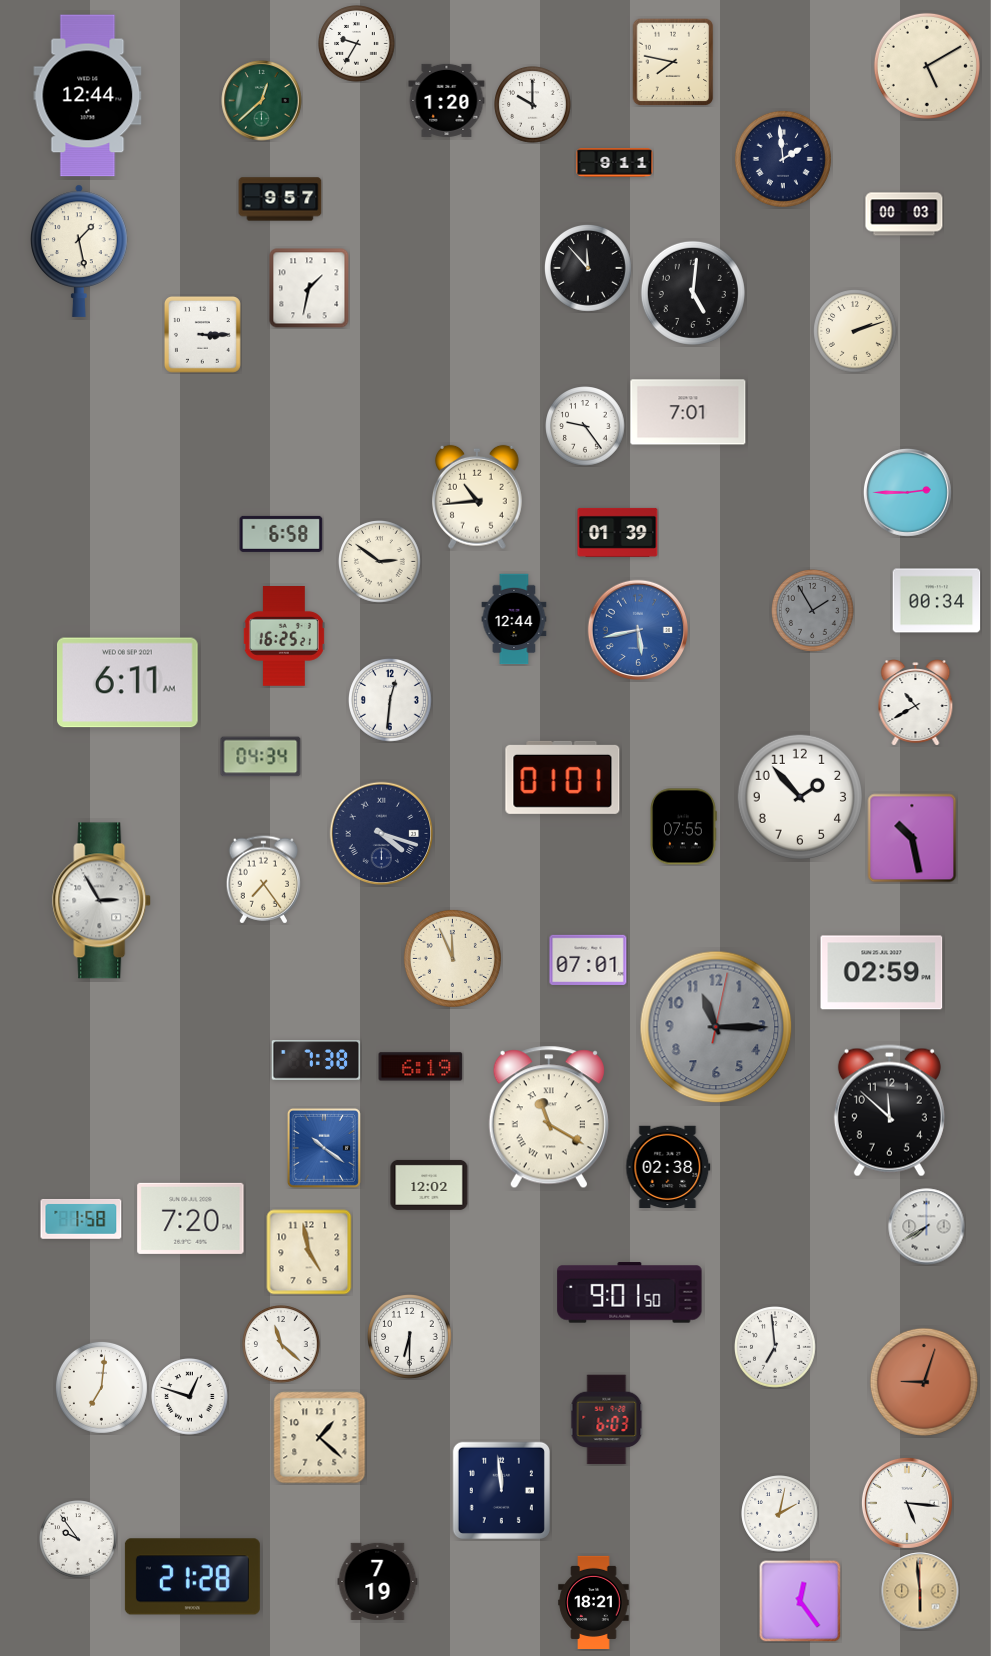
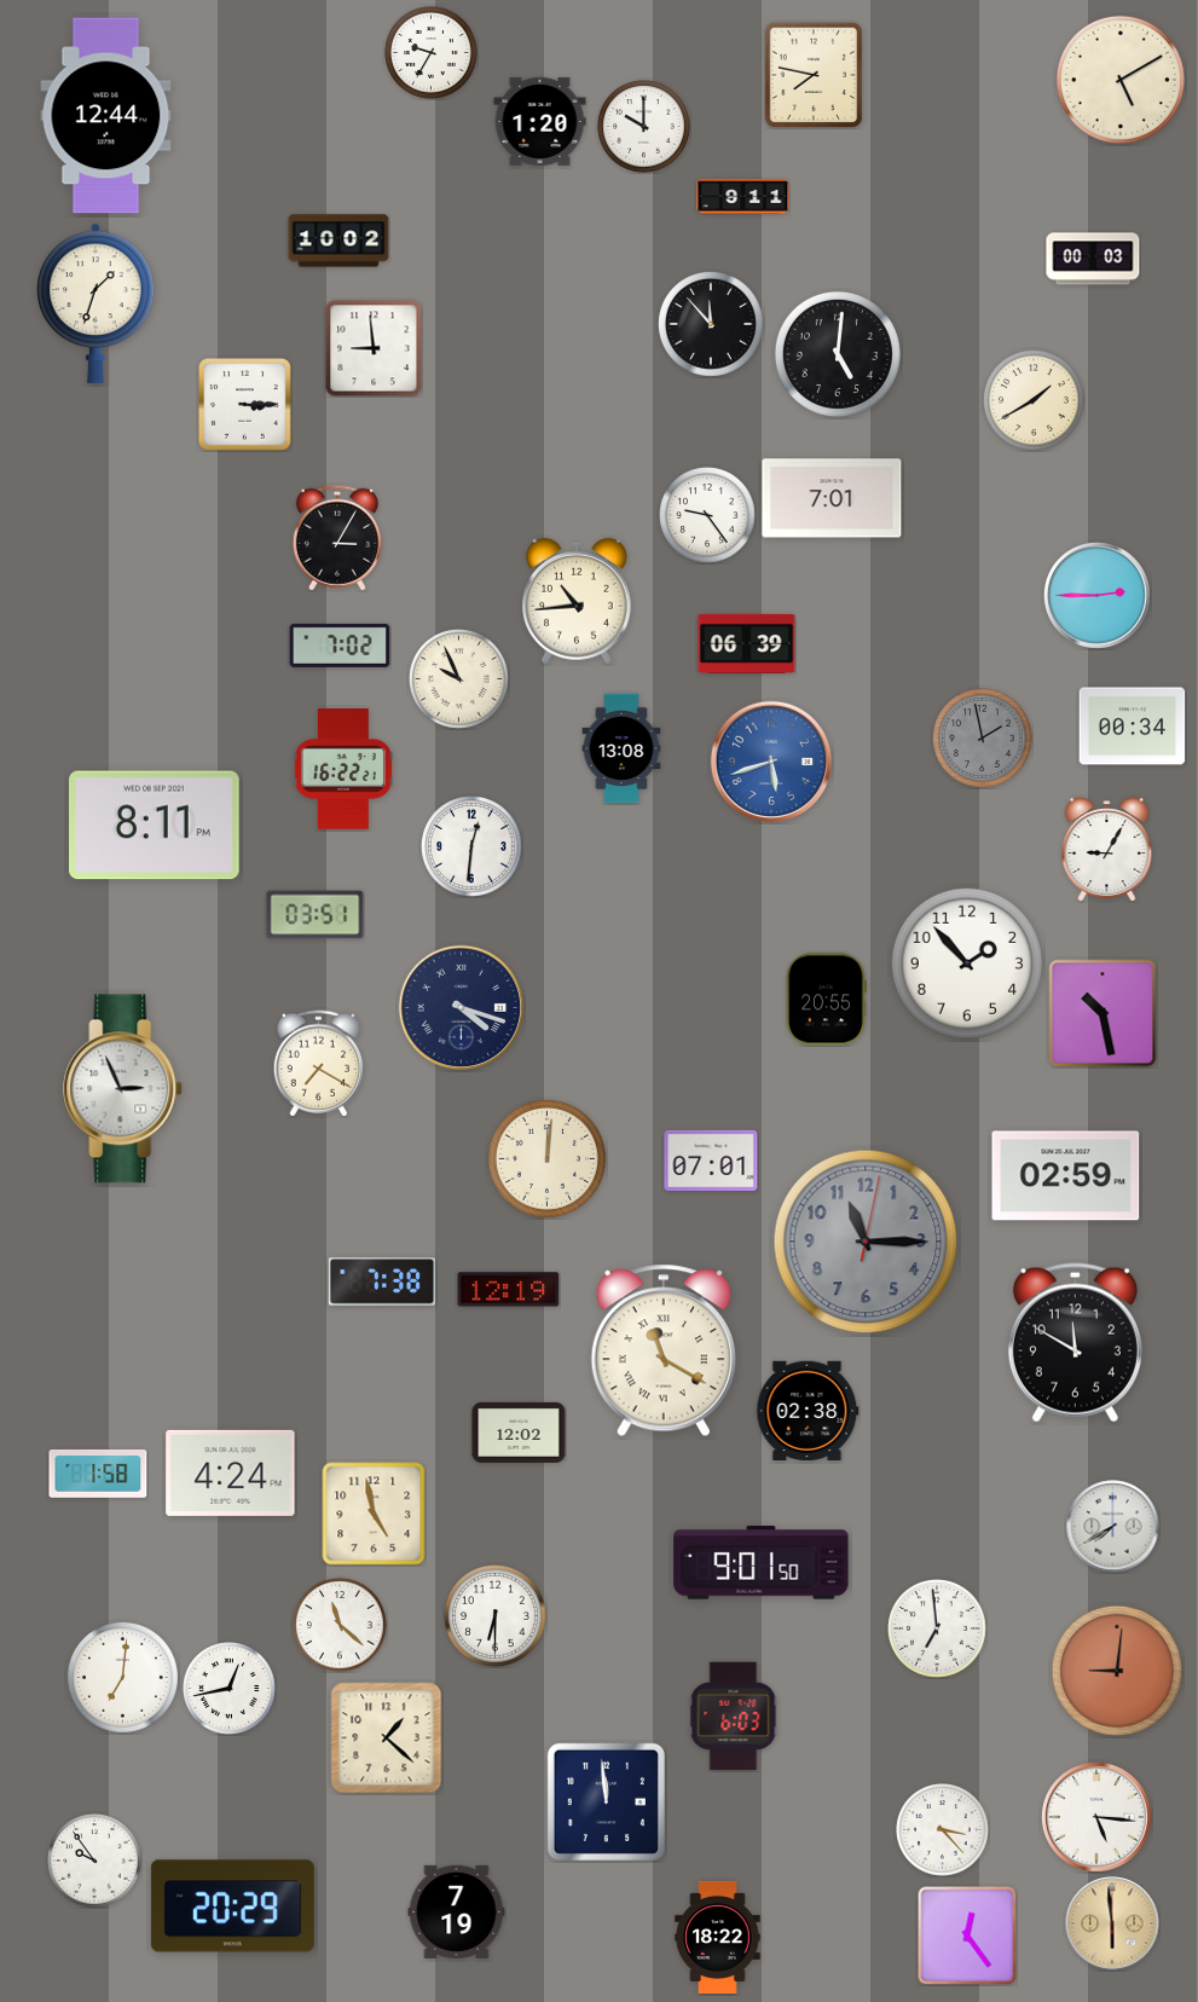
clock at (262, 101): 12:38 -> none
clock at (783, 159): 1:59 -> none
clock at (280, 199): 9:57 -> 10:02
clock at (80, 251): 1:28 -> 1:33
clock at (309, 288): 1:32 -> 8:59
clock at (856, 332): 2:12 -> 1:40
clock at (337, 538): none -> 3:05
clock at (618, 532): 01:39 -> 06:39
clock at (281, 534): 6:58 -> 7:02
clock at (380, 562): 2:51 -> 9:56
clock at (813, 611): 1:55 -> 1:58
clock at (514, 619): 12:44 -> 13:08
clock at (637, 629): 5:43 -> 5:42
clock at (284, 637): 16:25 -> 16:22
clock at (128, 683): 6:11 -> 8:11
clock at (916, 703): 10:40 -> 9:05
clock at (261, 757): 04:34 -> 03:51
clock at (563, 777): 01:01 -> none
clock at (683, 827): 07:55 -> 20:55
clock at (263, 880): 7:24 -> 7:20
clock at (102, 901): 2:55 -> 2:56
clock at (452, 958): 11:56 -> 12:01
clock at (421, 1067): 6:19 -> 12:19
clock at (889, 1111): 11:52 -> 11:50
clock at (324, 1148): 10:21 -> none
clock at (191, 1218): 7:20 -> 4:24
clock at (927, 1227) position: (927, 1227) -> (1113, 1527)
clock at (924, 1382): 9:03 -> 9:01
clock at (190, 1397): 12:48 -> 12:43
clock at (780, 1514): 2:02 -> 3:23
clock at (192, 1577): 21:28 -> 20:29
clock at (594, 1602): 18:21 -> 18:22
